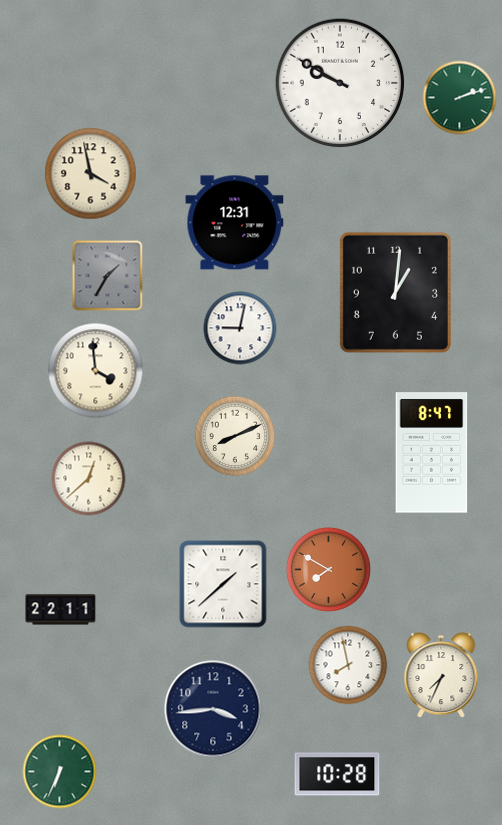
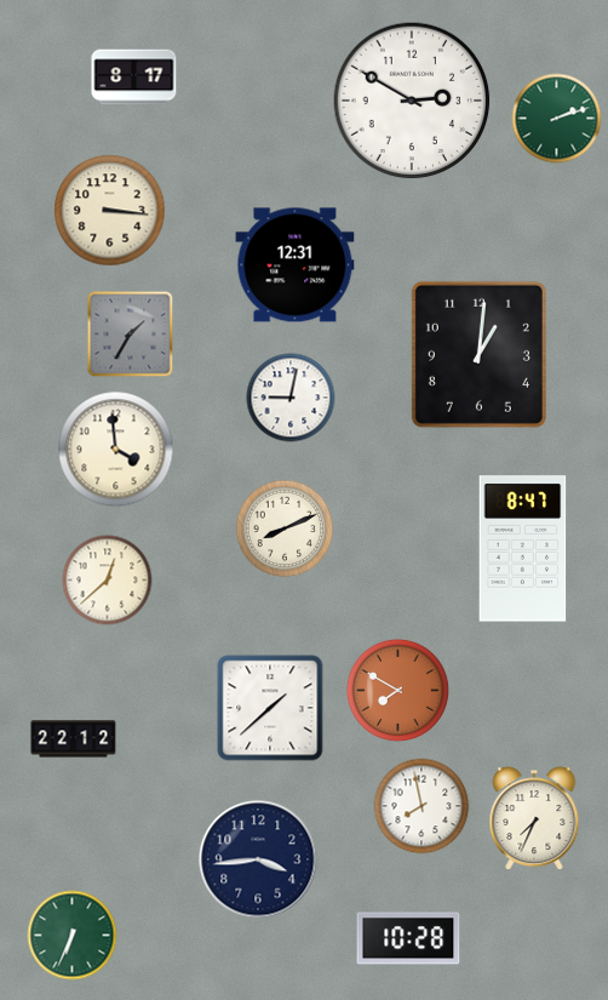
clock at (134, 78): none -> 8:17
clock at (340, 83): 9:50 -> 2:50
clock at (91, 174): 3:58 -> 3:16
clock at (235, 223) position: (235, 223) -> (296, 265)
clock at (61, 610): 22:11 -> 22:12
